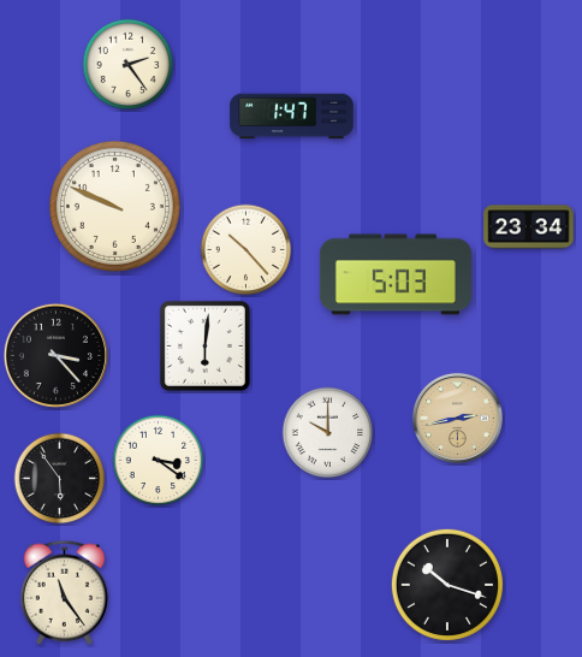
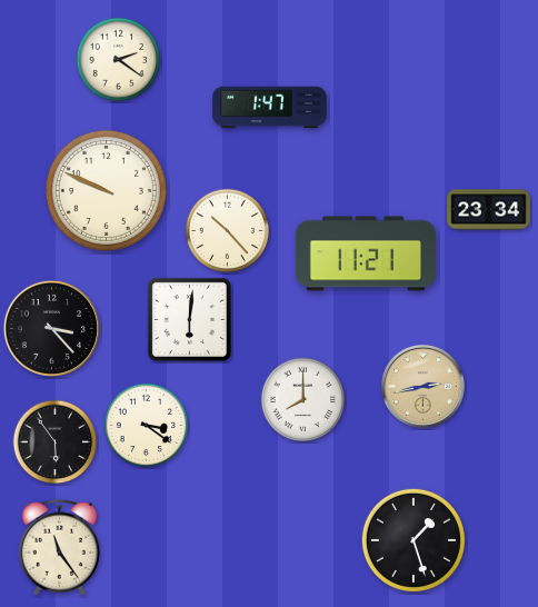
clock at (129, 65): 2:24 -> 2:21
clock at (396, 274): 5:03 -> 11:21
clock at (328, 433): 10:00 -> 8:00
clock at (447, 585): 10:18 -> 1:27
